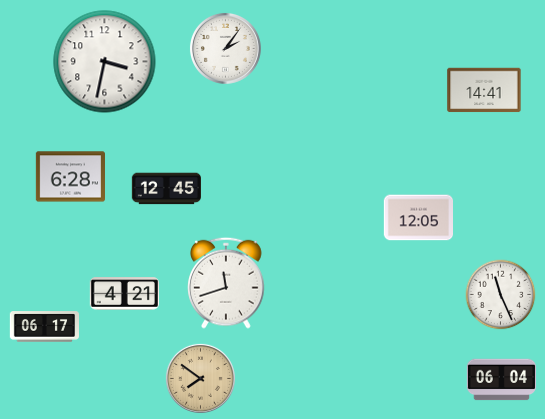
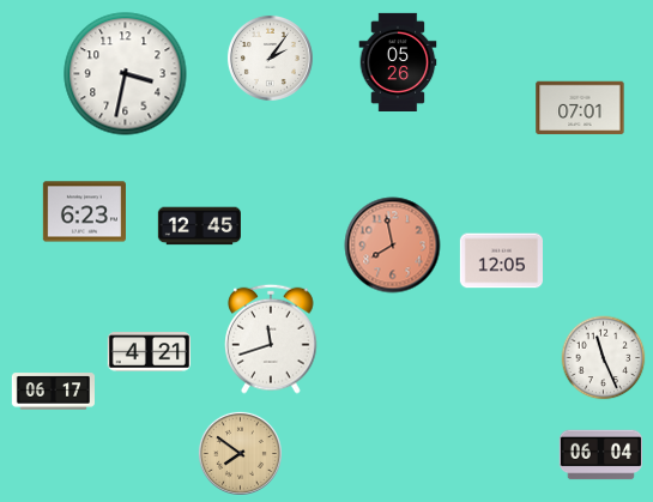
clock at (398, 61): none -> 05:26
clock at (484, 90): 14:41 -> 07:01
clock at (70, 177): 6:28 -> 6:23
clock at (393, 246): none -> 7:58
clock at (501, 295) position: (501, 295) -> (604, 358)
